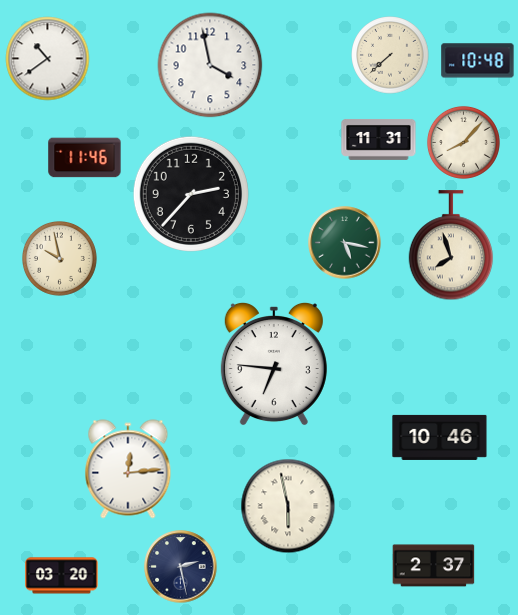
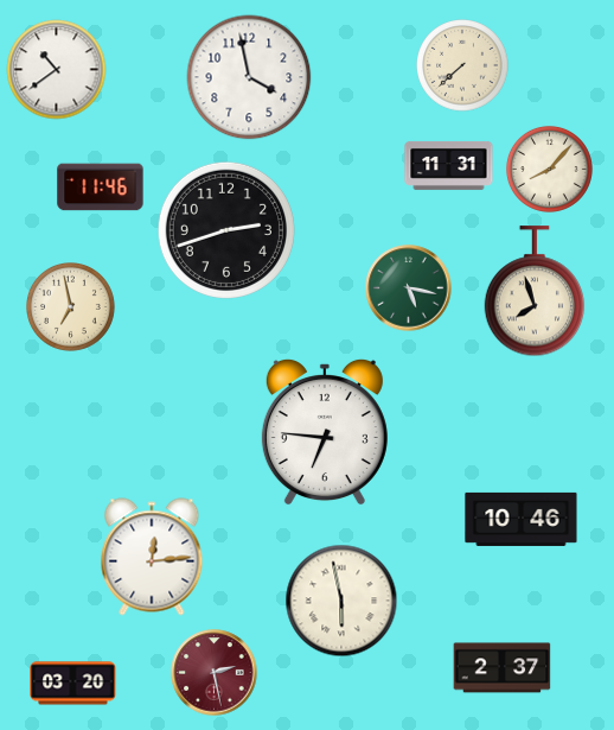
clock at (478, 61): 10:48 -> none
clock at (191, 194): 2:37 -> 2:42
clock at (60, 259): 9:58 -> 6:58
clock at (434, 566) position: (434, 566) -> (503, 668)
clock at (181, 567) dial: navy -> burgundy
